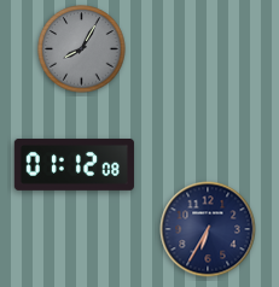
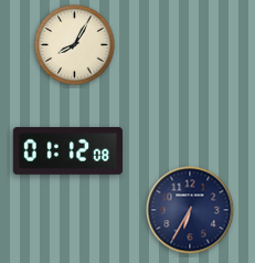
clock at (82, 49) dial: grey -> cream
